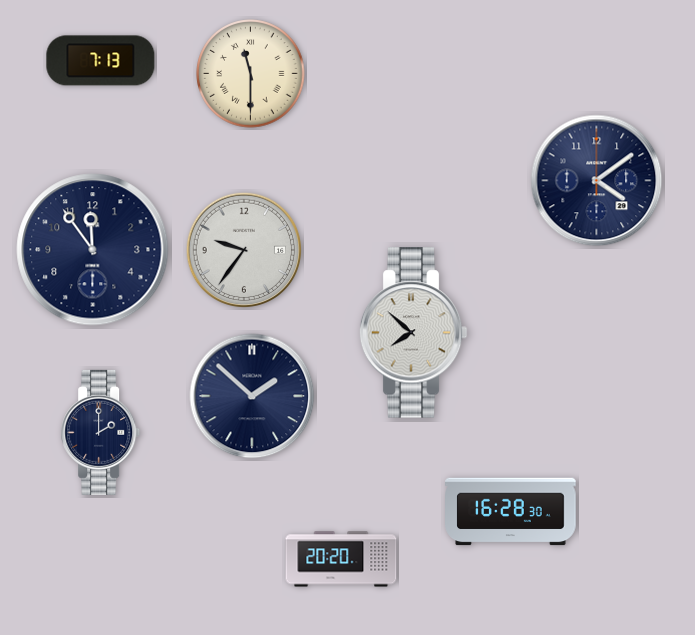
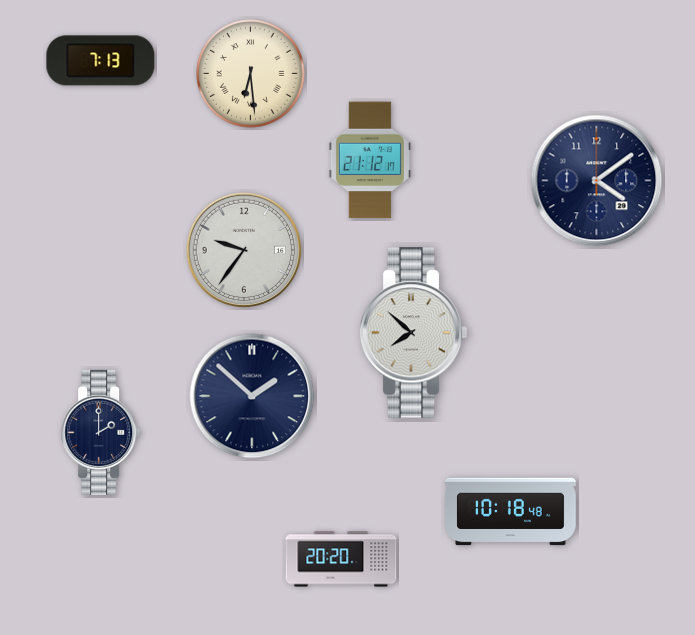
clock at (251, 74): 11:30 -> 6:29
clock at (370, 160): none -> 21:12
clock at (93, 250): 11:54 -> none
clock at (511, 512): 16:28 -> 10:18
